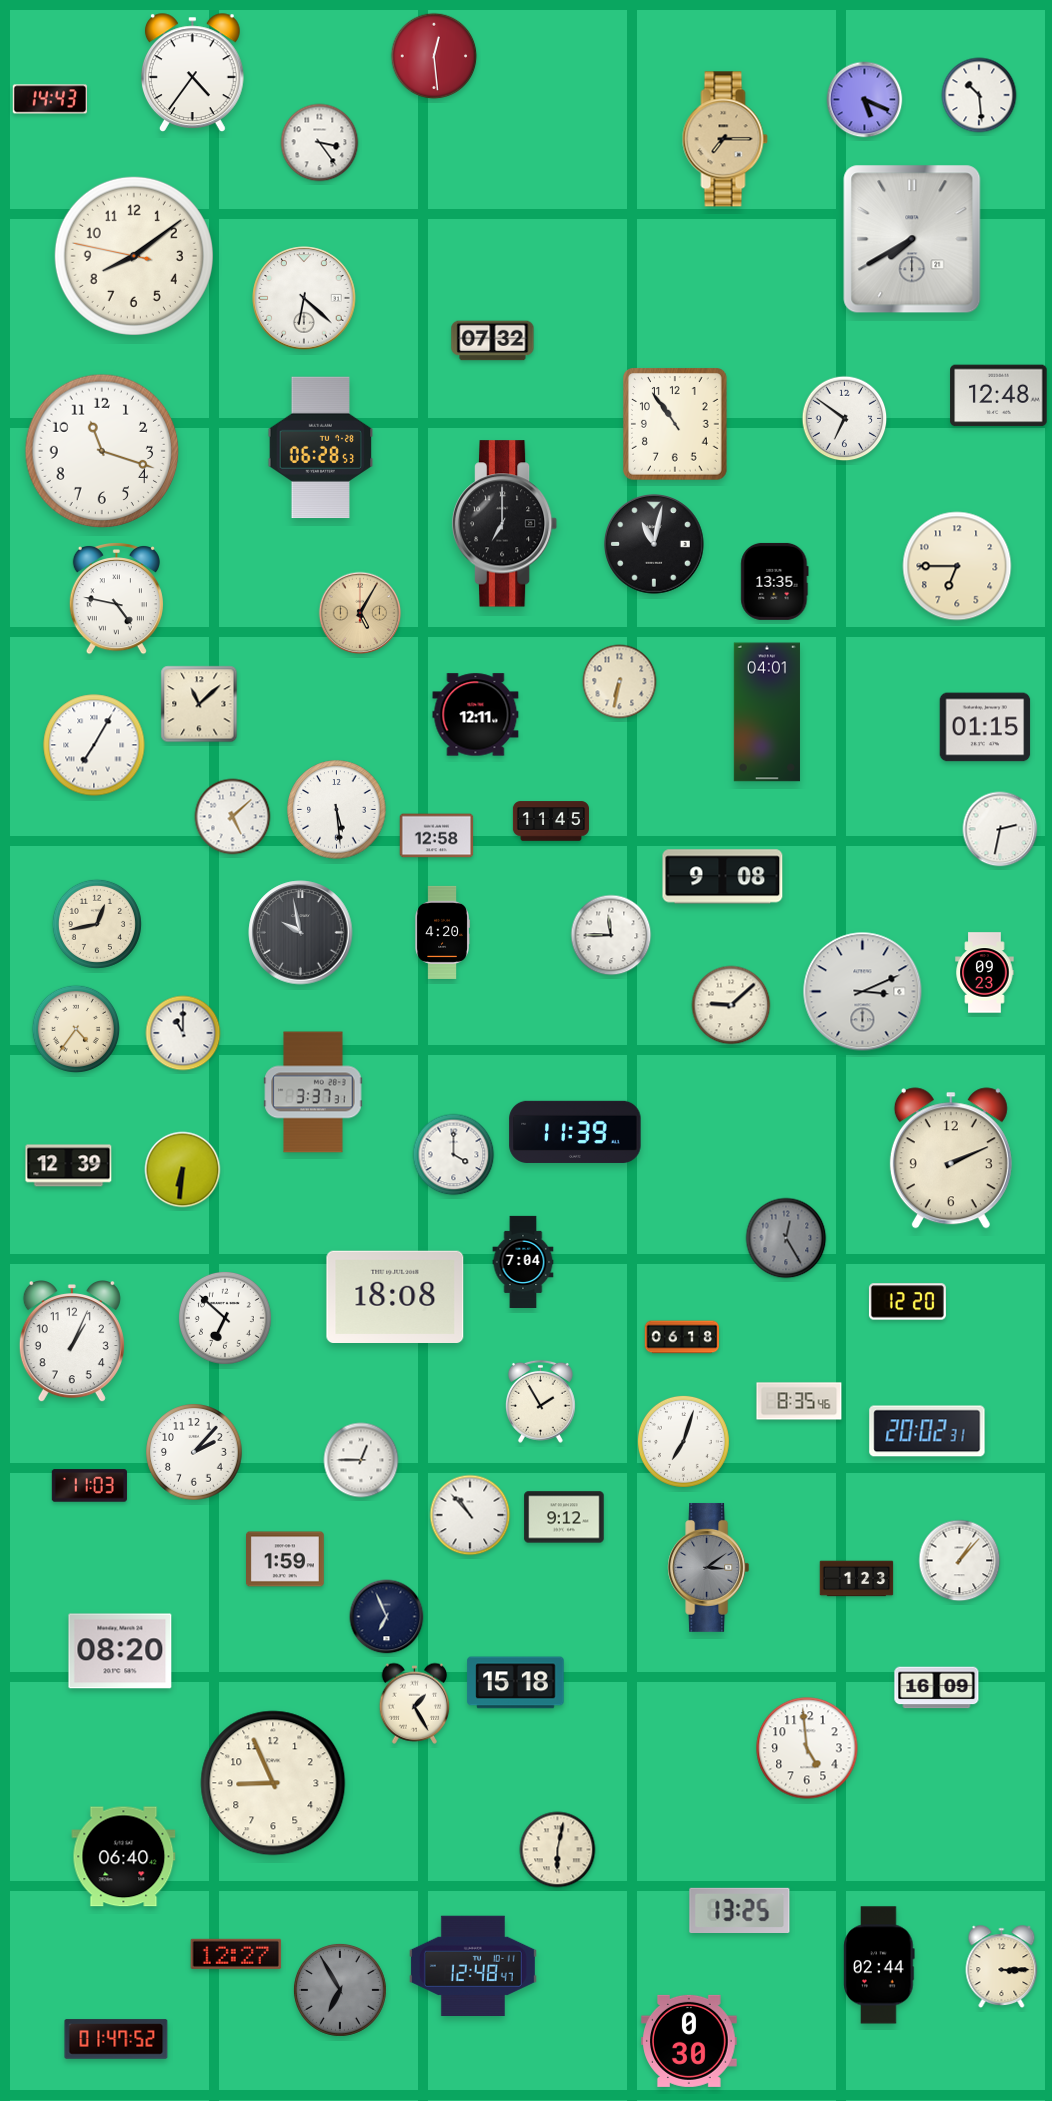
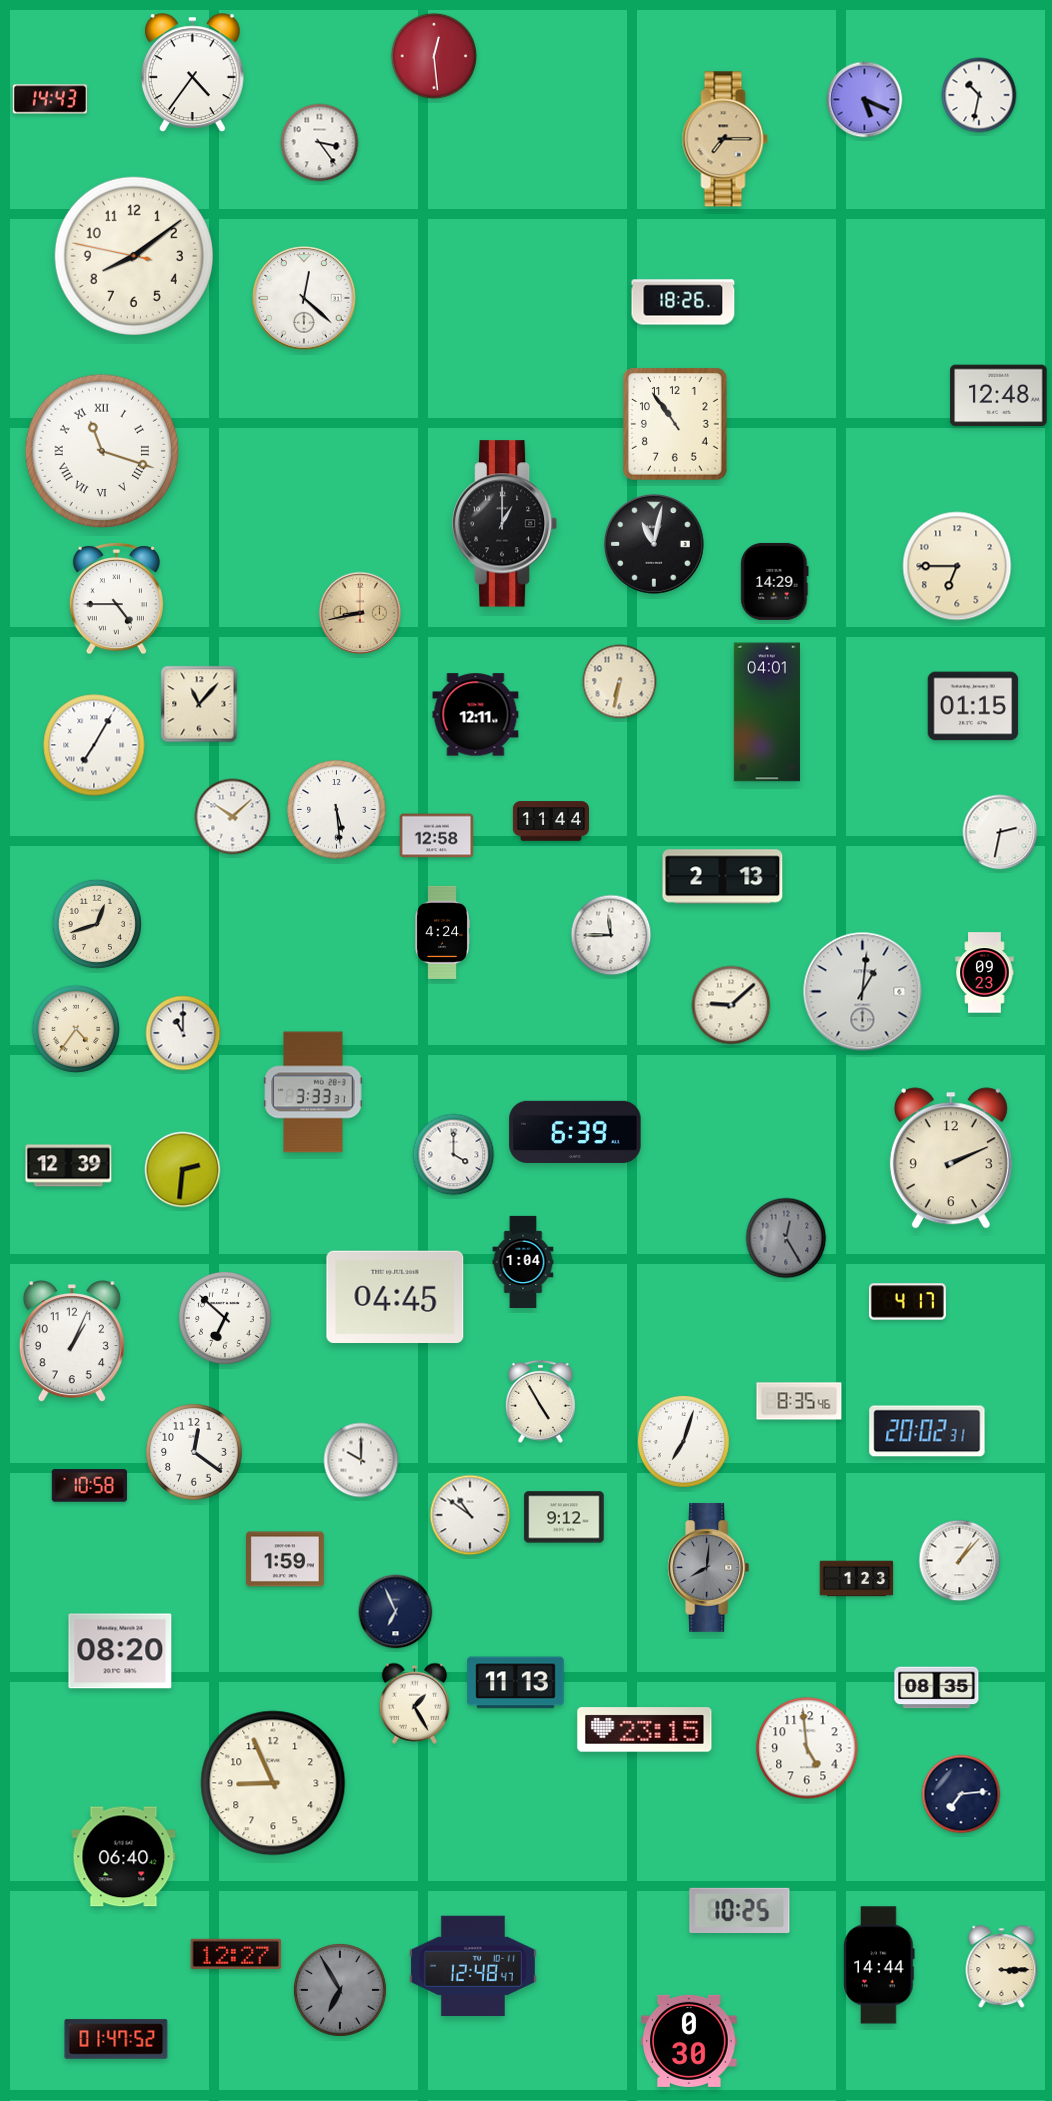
clock at (979, 95): 10:29 -> 10:32
clock at (912, 239): 7:40 -> none
clock at (304, 298): 6:22 -> 12:22
clock at (683, 302): none -> 18:26
clock at (493, 341): 07:32 -> none
clock at (845, 419): 6:51 -> none
clock at (321, 448): 06:28 -> none
clock at (102, 451) numerals: Arabic -> Roman
clock at (505, 524): 7:00 -> 1:00
clock at (775, 581): 13:35 -> 14:29
clock at (116, 599): 4:47 -> 4:45
clock at (360, 613): 5:05 -> 8:43
clock at (199, 704): 11:08 -> 11:07
clock at (985, 727) position: (985, 727) -> (973, 706)
clock at (233, 817): 5:08 -> 10:08
clock at (551, 821): 11:45 -> 11:44
clock at (1000, 829) position: (1000, 829) -> (1000, 832)
clock at (723, 877): 9:08 -> 2:13
clock at (97, 924): 12:43 -> 12:42
clock at (442, 932): 4:20 -> 4:24
clock at (301, 933): 9:58 -> none
clock at (863, 992): 3:11 -> 1:01
clock at (313, 1092): 3:37 -> 3:33
clock at (575, 1132): 11:39 -> 6:39
clock at (183, 1170): 6:31 -> 2:31
clock at (523, 1261): 7:04 -> 1:04
clock at (395, 1296): 18:08 -> 04:45
clock at (907, 1302): 12:20 -> 4:17
clock at (682, 1337): 06:18 -> none
clock at (540, 1401): 1:55 -> 4:55
clock at (194, 1452): 2:07 -> 12:21
clock at (361, 1460): 12:45 -> 10:00
clock at (89, 1486): 11:03 -> 10:58
clock at (470, 1515): 10:53 -> 10:51
clock at (709, 1567): 3:09 -> 8:01
clock at (387, 1617) position: (387, 1617) -> (396, 1612)
clock at (516, 1683): 15:18 -> 11:13
clock at (937, 1688): 16:09 -> 08:35
clock at (645, 1730): none -> 23:15
clock at (961, 1794): none -> 7:14
clock at (558, 1850): 6:02 -> none
clock at (740, 1910): 13:25 -> 10:25
clock at (879, 1965): 02:44 -> 14:44
